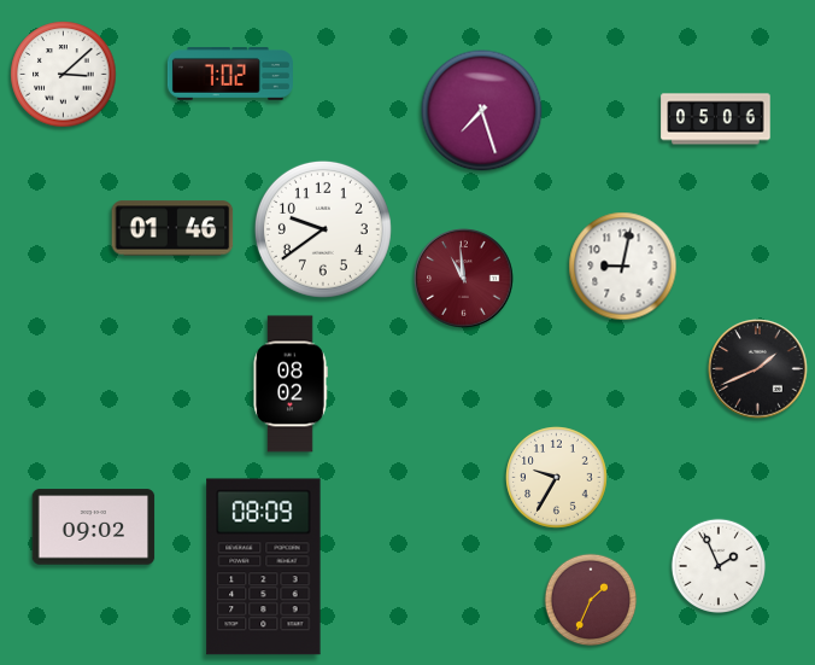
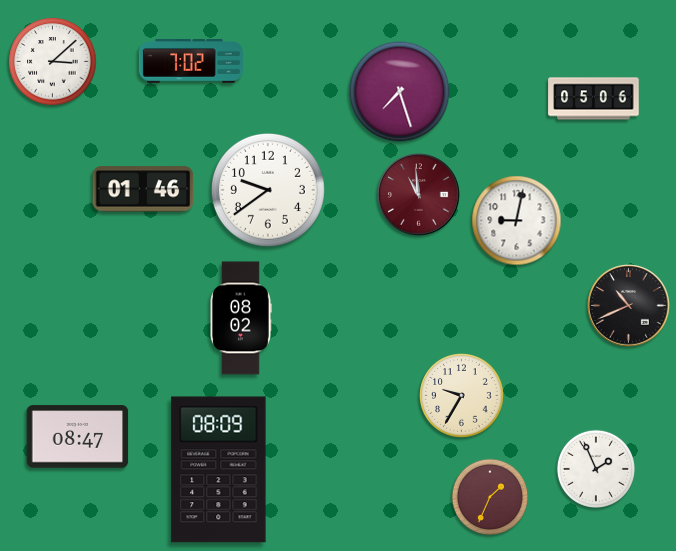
clock at (464, 279) position: (464, 279) -> (419, 195)
clock at (758, 369): 1:41 -> 10:41
clock at (94, 527): 09:02 -> 08:47
